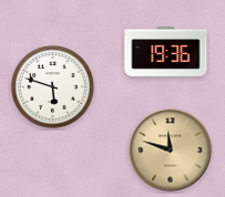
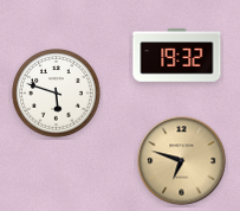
clock at (166, 52): 19:36 -> 19:32
clock at (171, 151): 11:48 -> 6:48
